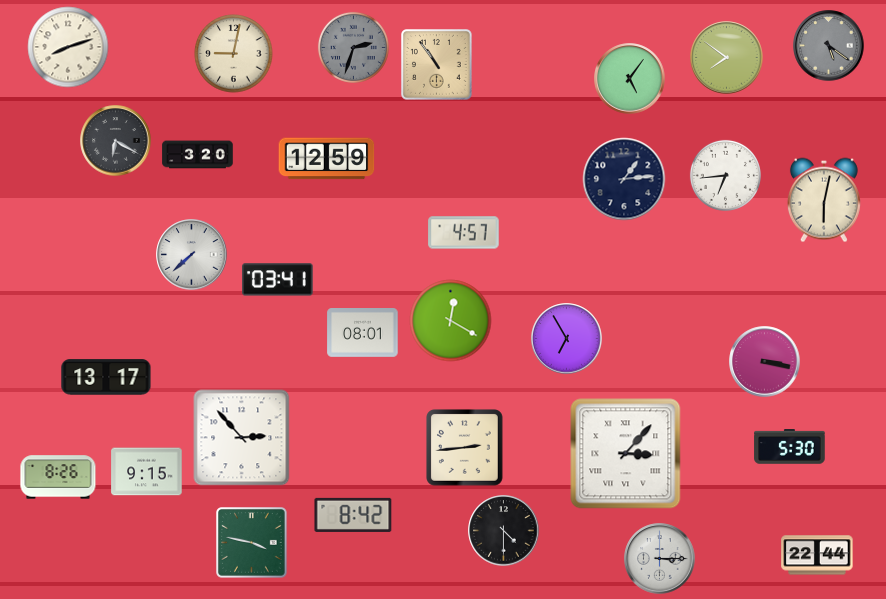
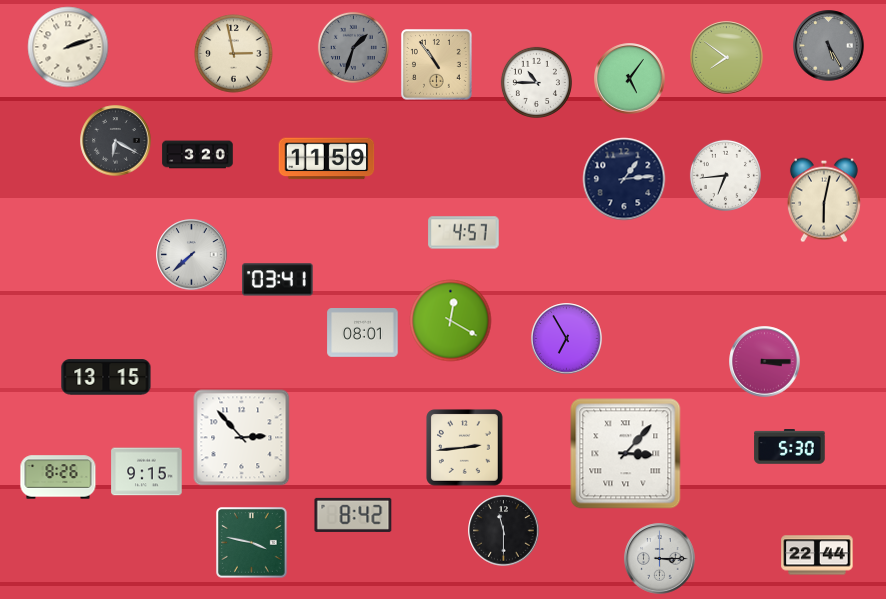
clock at (829, 46): 5:21 -> 5:25
clock at (68, 47): 8:12 -> 2:12
clock at (353, 47): 2:33 -> 1:33
clock at (234, 54): 9:02 -> 2:58
clock at (536, 82): none -> 10:45
clock at (327, 159): 12:59 -> 11:59
clock at (765, 362): 3:17 -> 3:15
clock at (106, 377): 13:17 -> 13:15
clock at (504, 531): 4:30 -> 11:30
